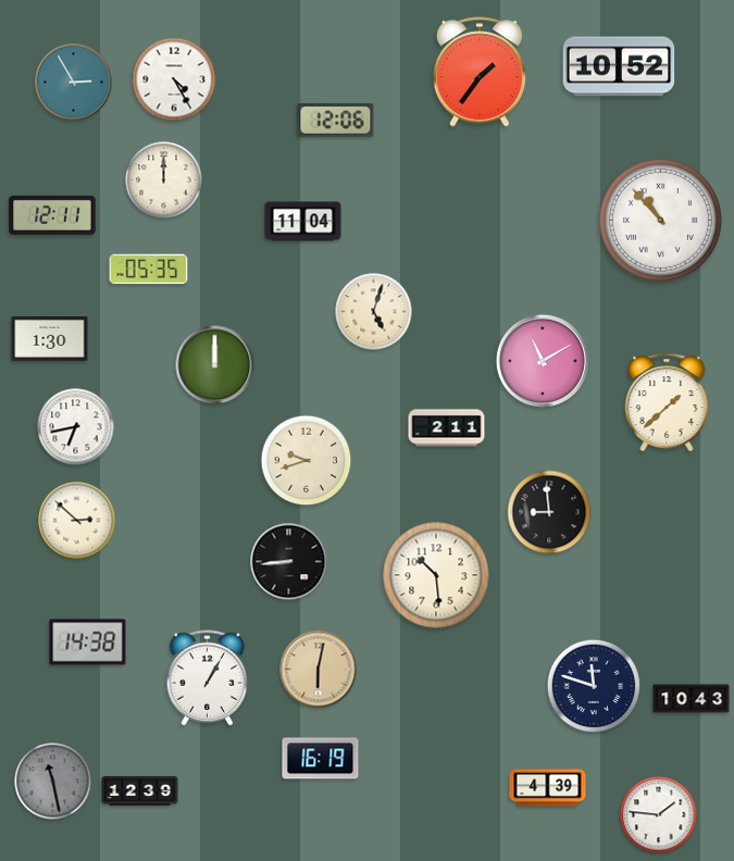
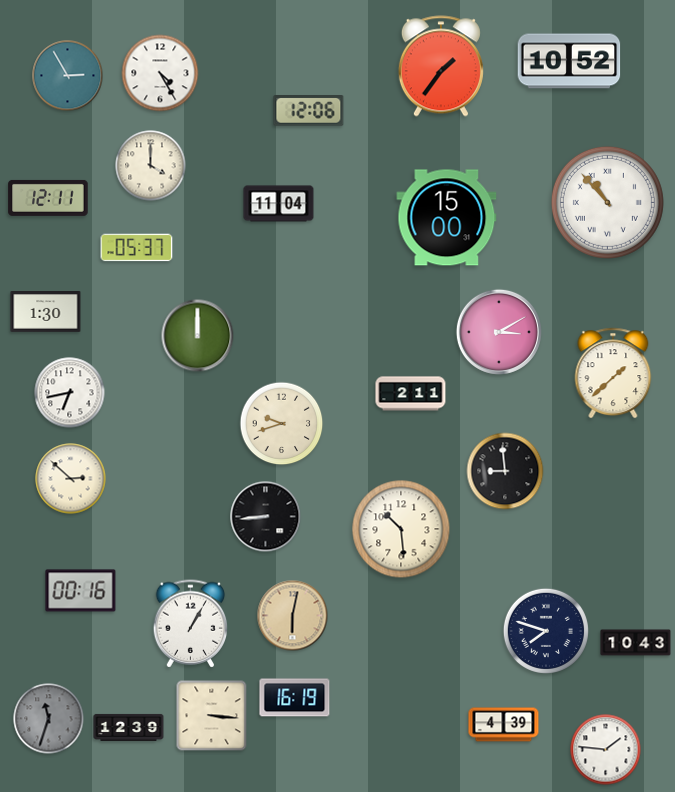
clock at (164, 180): 12:00 -> 4:00
clock at (447, 218): none -> 15:00
clock at (149, 270): 05:35 -> 05:37
clock at (374, 312): 5:03 -> none
clock at (543, 361): 11:10 -> 3:10
clock at (667, 402) position: (667, 402) -> (613, 373)
clock at (88, 642): 14:38 -> 00:16
clock at (594, 686): 11:48 -> 7:48
clock at (212, 716): none -> 3:16
clock at (53, 782): 11:28 -> 11:33
